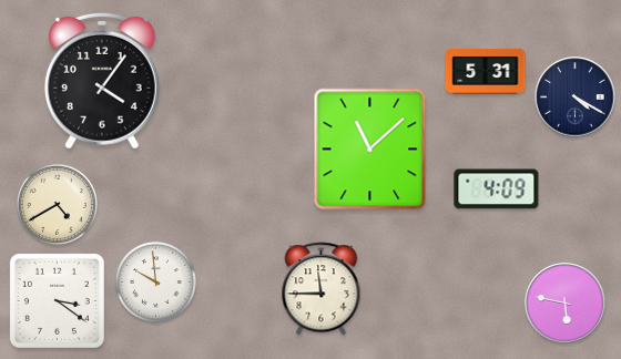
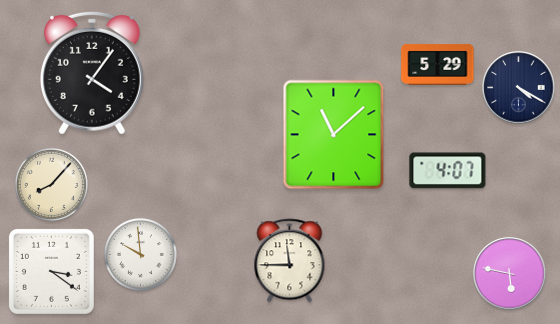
clock at (486, 71): 5:31 -> 5:29
clock at (497, 189): 4:09 -> 4:07
clock at (57, 204): 4:40 -> 8:07
